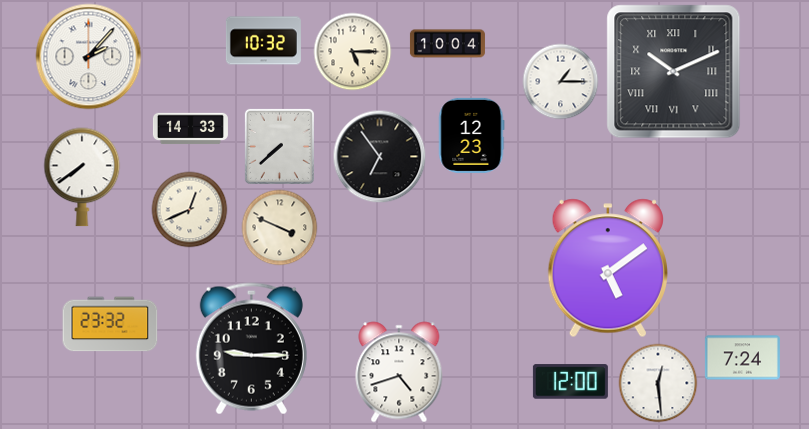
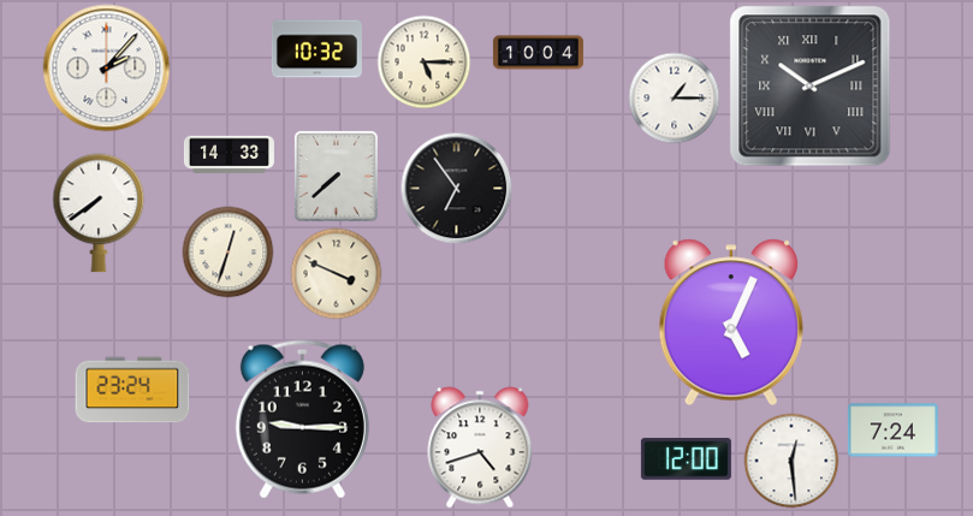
clock at (472, 135): 12:23 -> none
clock at (190, 210): 12:41 -> 12:33
clock at (608, 268): 5:09 -> 5:04
clock at (110, 324): 23:32 -> 23:24
